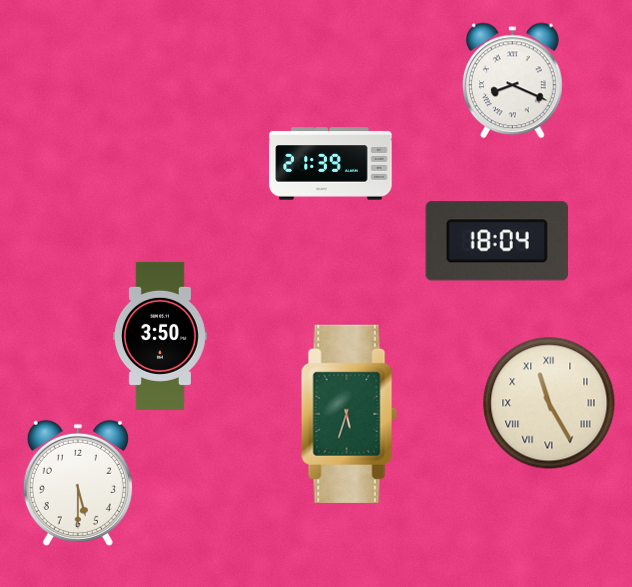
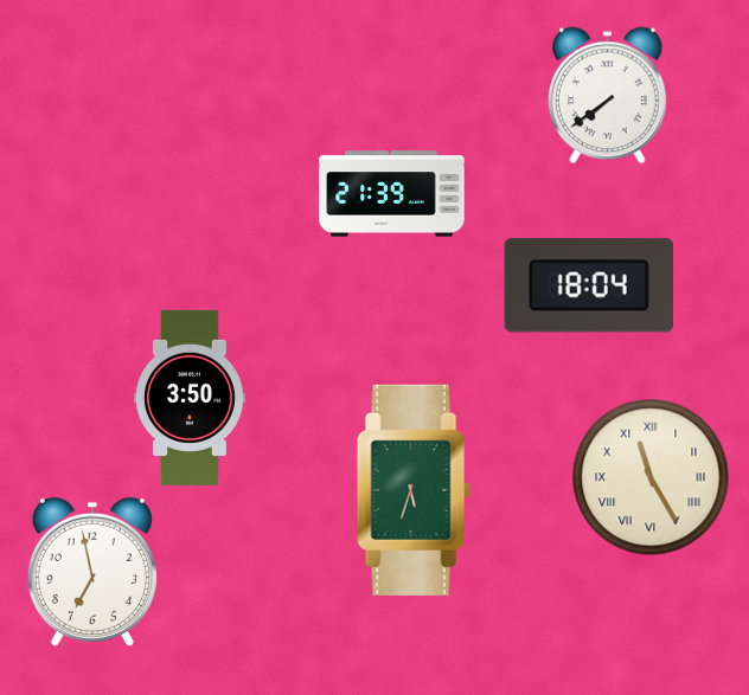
clock at (513, 81): 8:19 -> 7:39
clock at (78, 483): 5:30 -> 6:58
